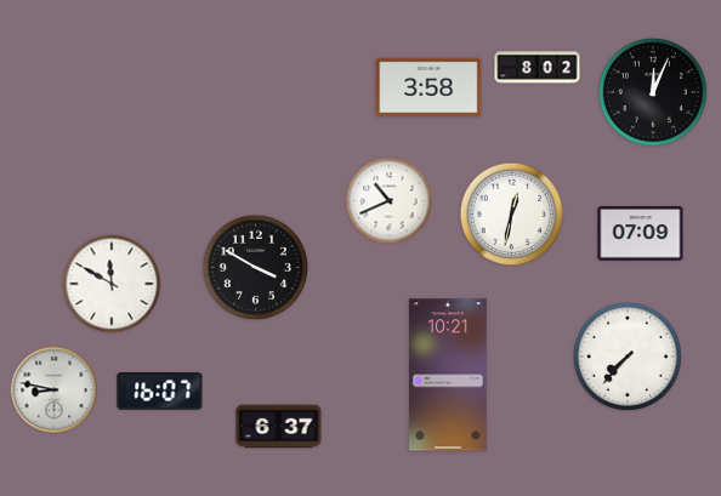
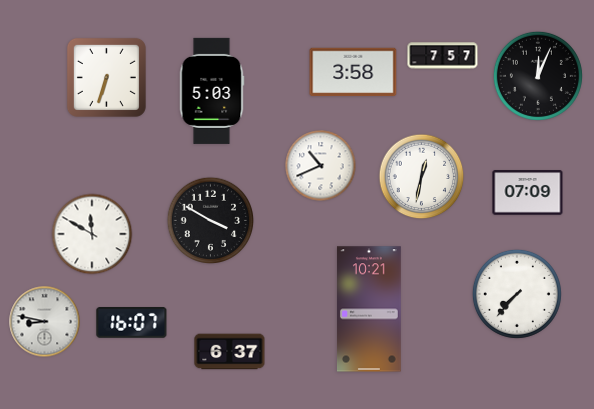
clock at (538, 68): 8:02 -> 7:57
clock at (106, 77): none -> 6:33
clock at (212, 91): none -> 5:03
